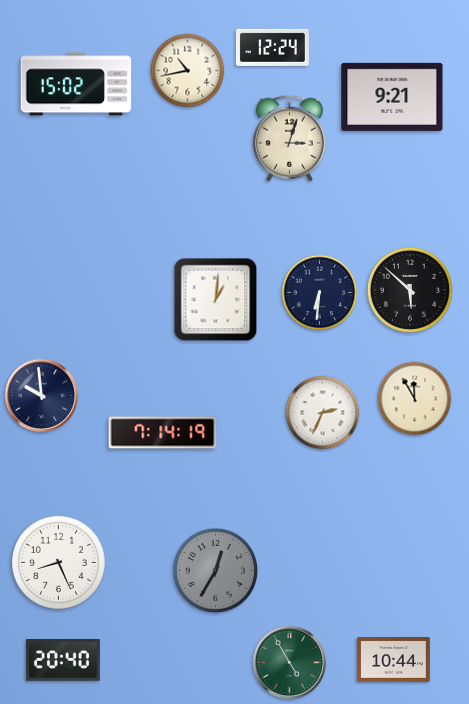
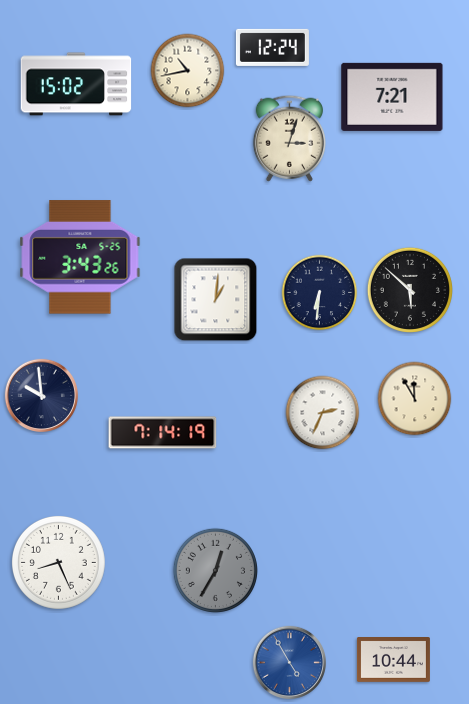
clock at (392, 97): 9:21 -> 7:21
clock at (80, 257): none -> 3:43
clock at (63, 661): 20:40 -> none
clock at (289, 662) dial: green -> blue
